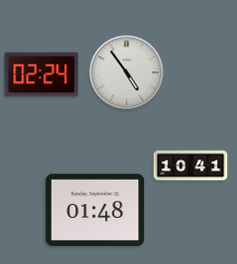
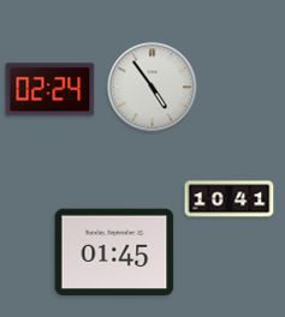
clock at (95, 210): 01:48 -> 01:45
